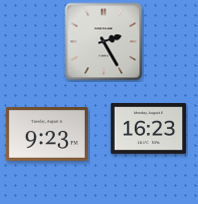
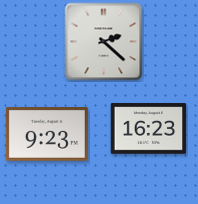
clock at (104, 42): 2:25 -> 2:22
